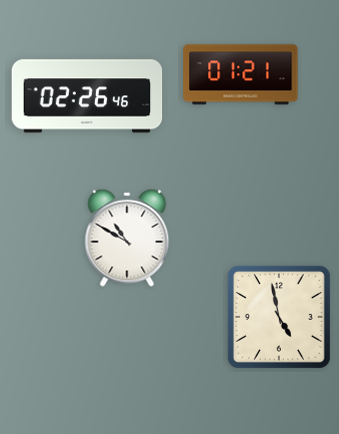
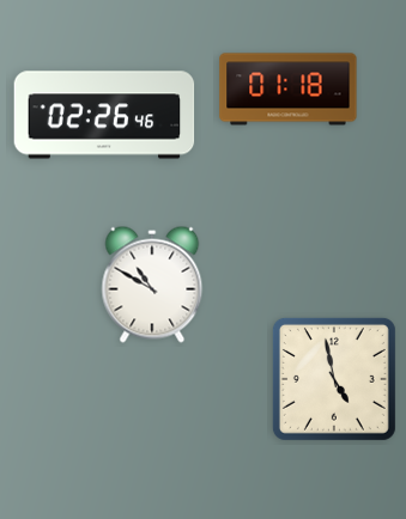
clock at (241, 75): 01:21 -> 01:18
